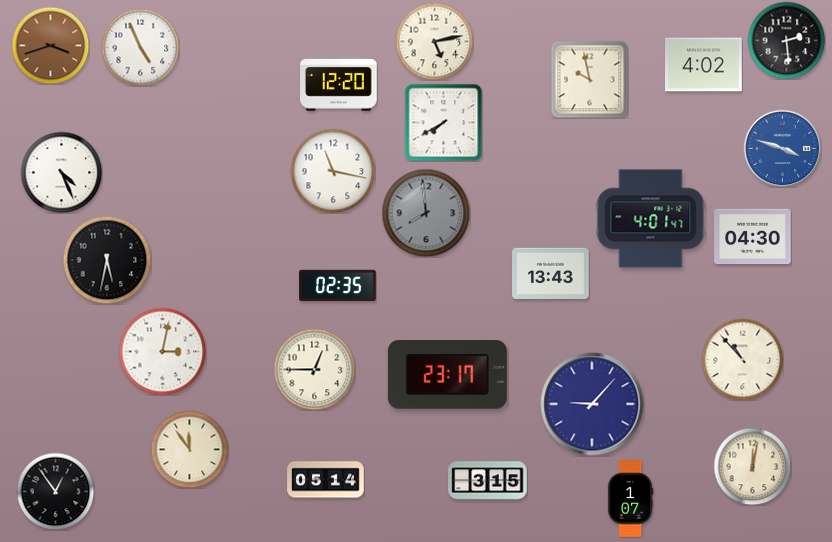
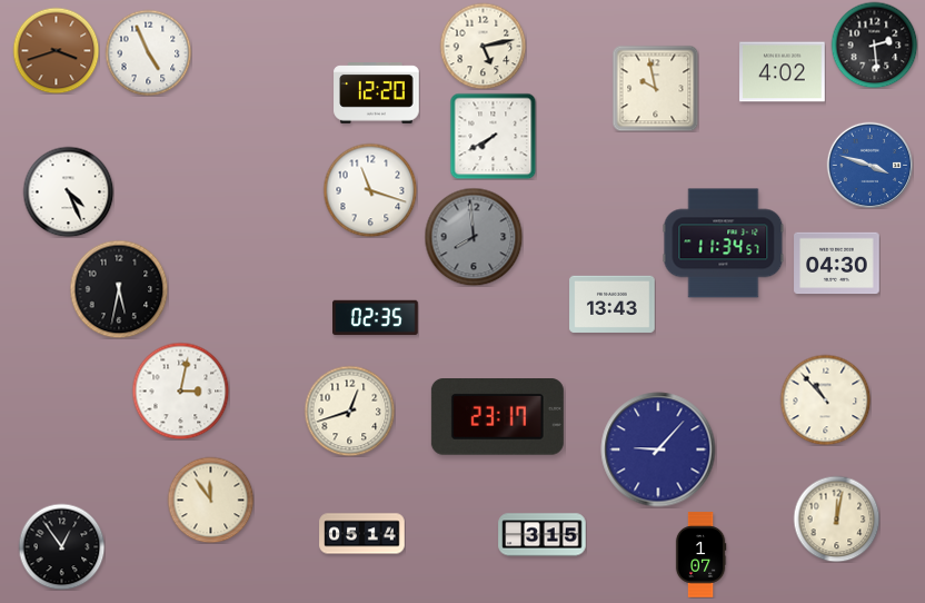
clock at (140, 47) position: (140, 47) -> (148, 52)
clock at (333, 171): 11:17 -> 11:18
clock at (651, 219): 4:01 -> 11:34
clock at (314, 369): 12:45 -> 12:42
